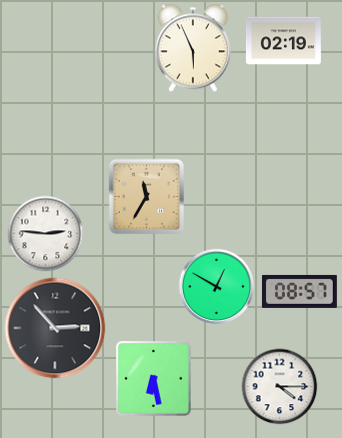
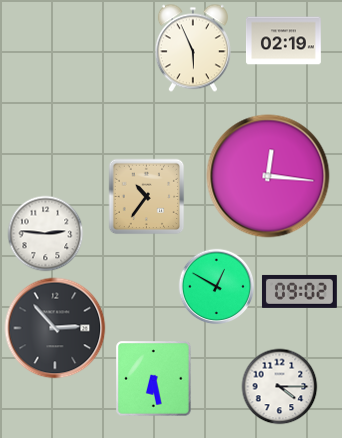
clock at (268, 176): none -> 12:16
clock at (147, 197): 11:35 -> 10:36
clock at (299, 291): 08:57 -> 09:02
